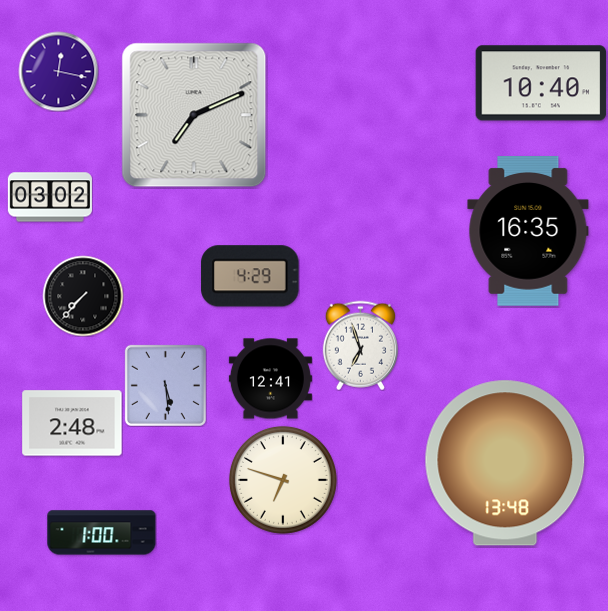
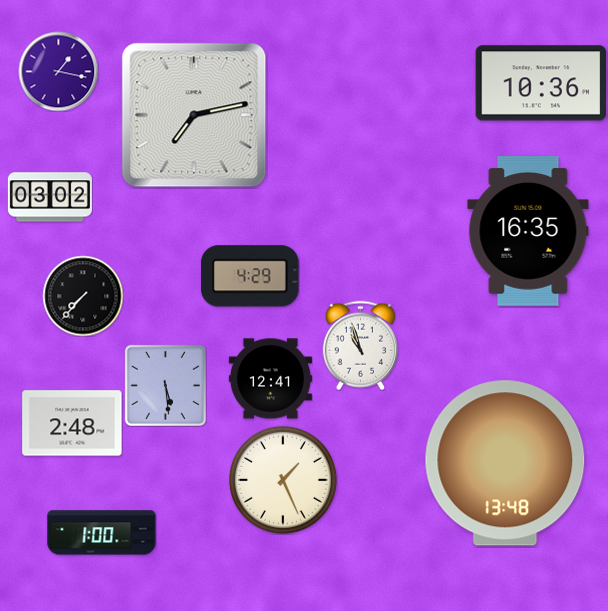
clock at (58, 71): 12:17 -> 1:17
clock at (541, 83): 10:40 -> 10:36
clock at (194, 115): 7:11 -> 7:13
clock at (360, 345): 6:57 -> 10:57
clock at (283, 480): 6:48 -> 1:26
